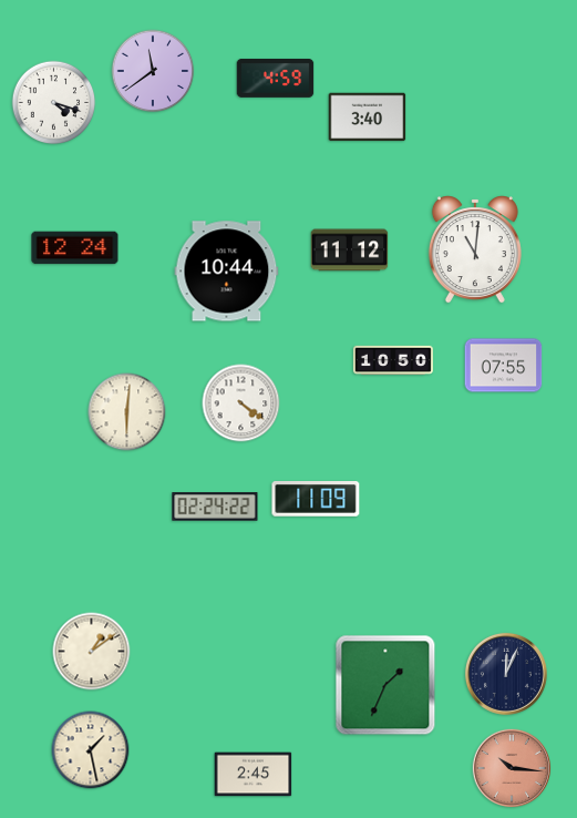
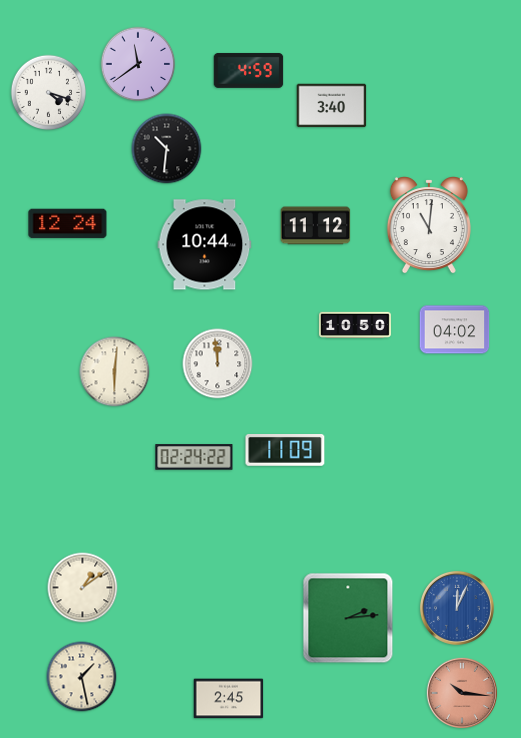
clock at (167, 149): none -> 10:31
clock at (504, 366): 07:55 -> 04:02
clock at (241, 403): 4:21 -> 11:59
clock at (506, 674) dial: navy -> blue
clock at (385, 685): 1:34 -> 2:14
